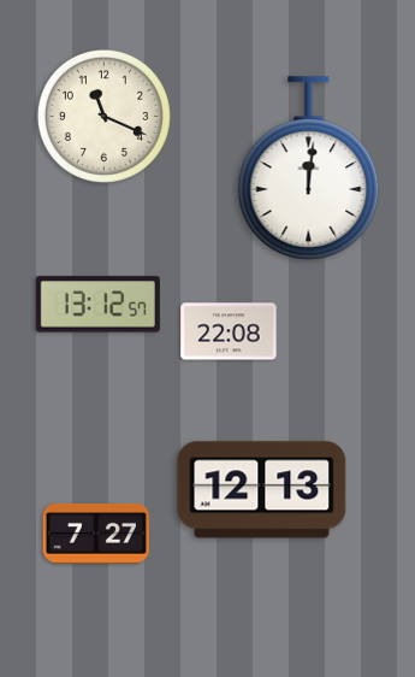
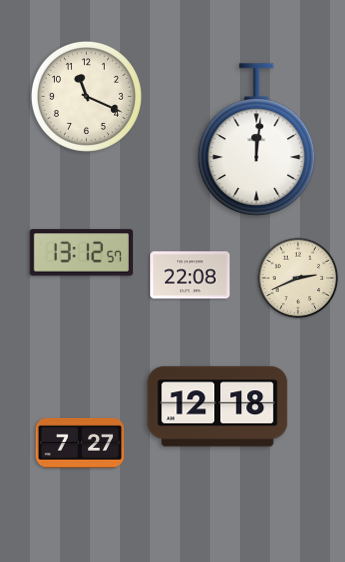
clock at (298, 278): none -> 2:41
clock at (262, 490): 12:13 -> 12:18
